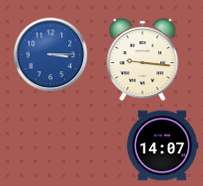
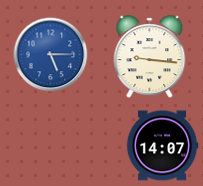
clock at (51, 55): 3:15 -> 5:15
clock at (143, 60) position: (143, 60) -> (150, 57)
